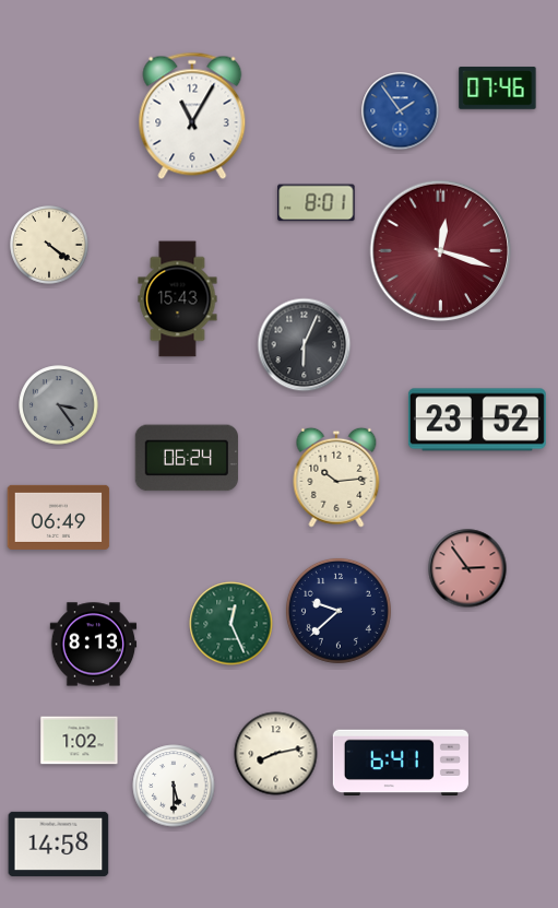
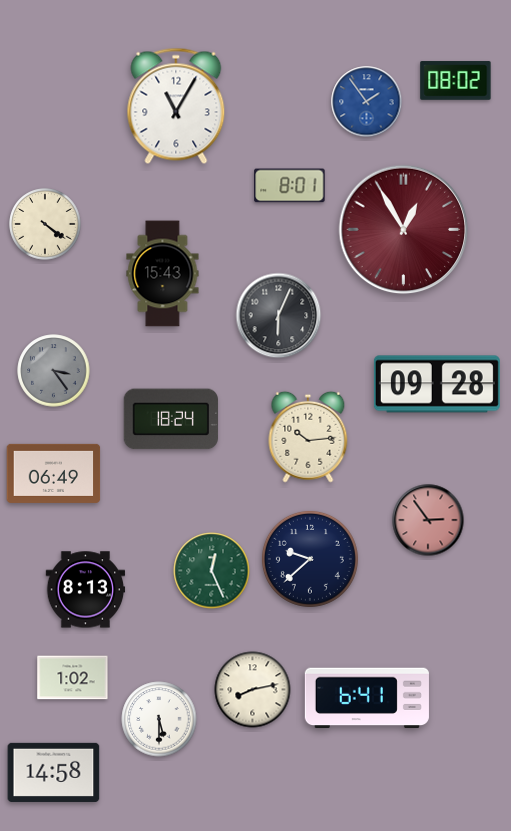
clock at (498, 89): 07:46 -> 08:02
clock at (441, 251): 12:18 -> 12:55
clock at (477, 420): 23:52 -> 09:28
clock at (187, 458): 06:24 -> 18:24
